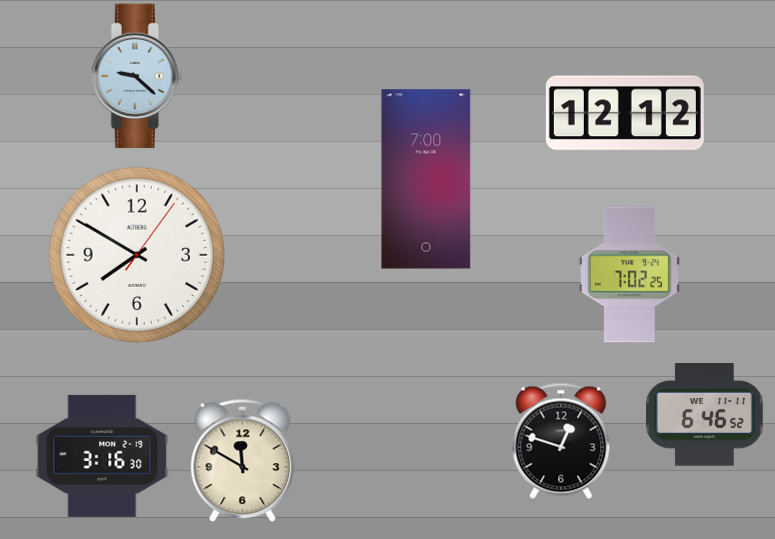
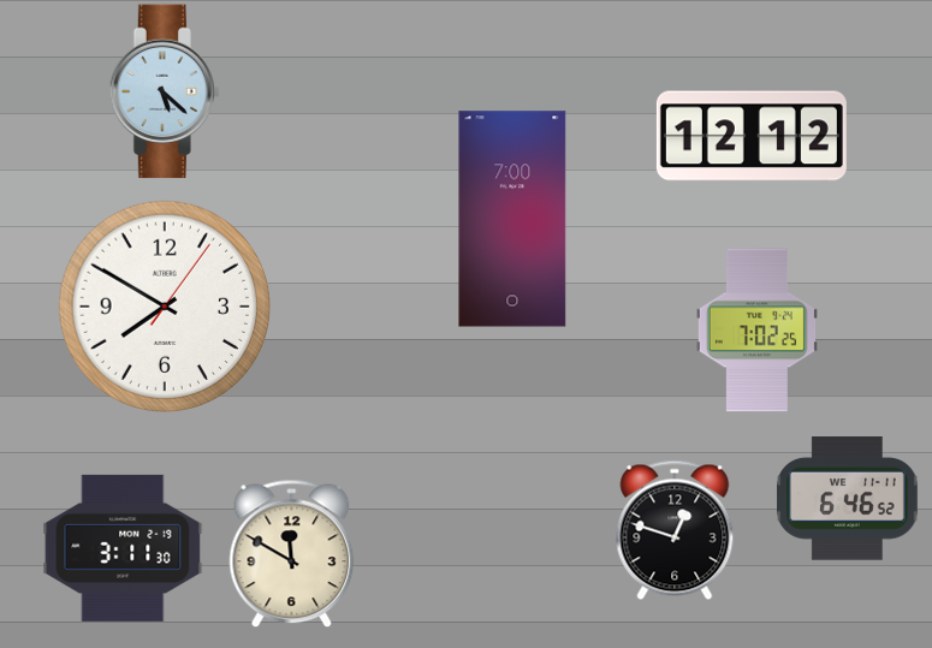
clock at (137, 76): 9:22 -> 5:22
clock at (426, 179) position: (426, 179) -> (512, 219)
clock at (102, 456): 3:16 -> 3:11
